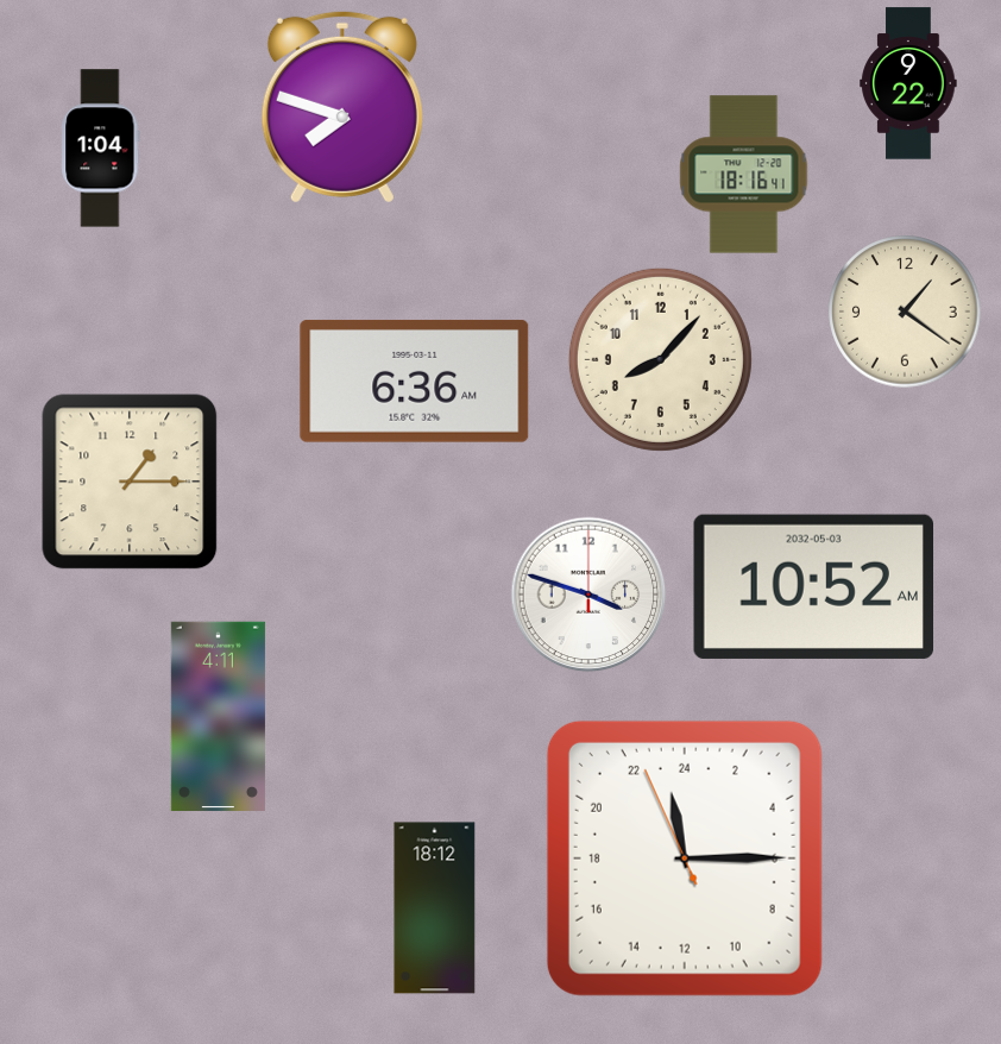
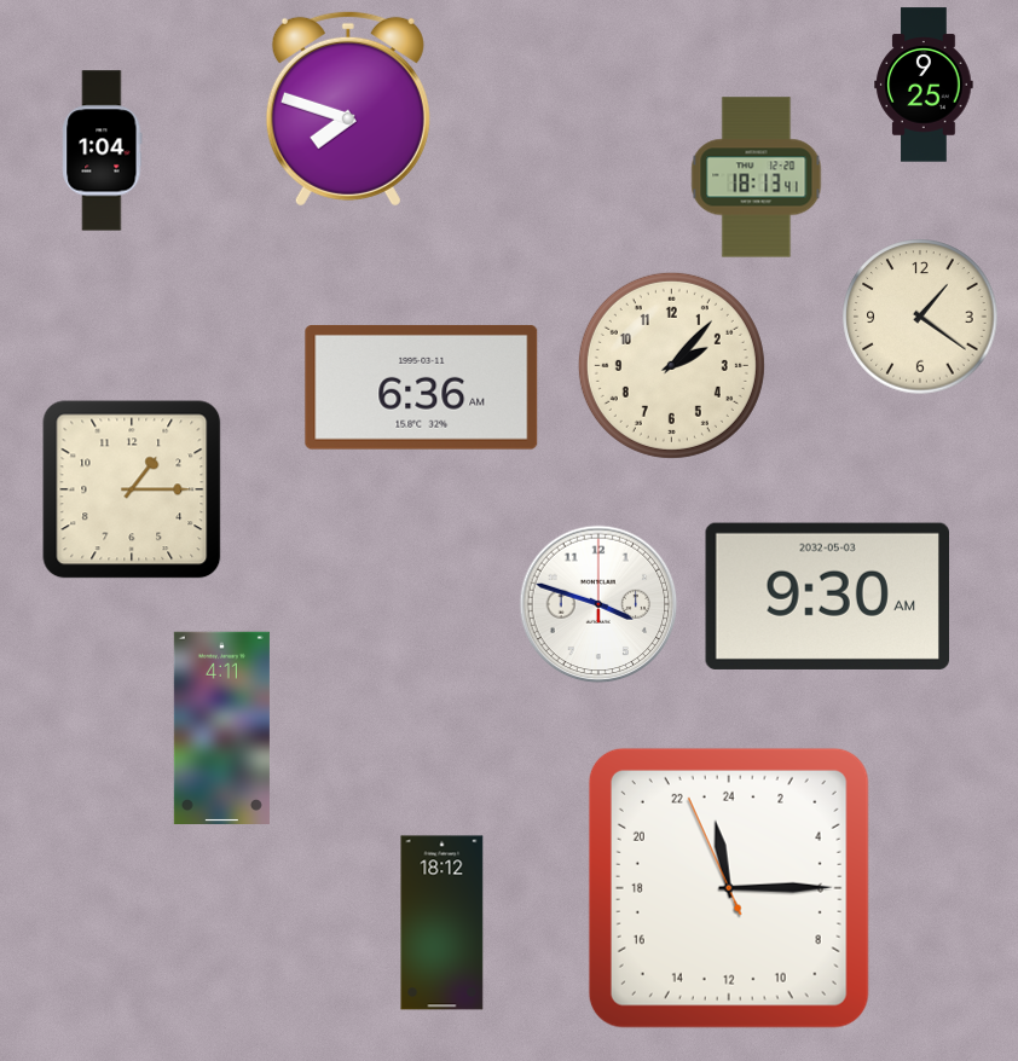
clock at (908, 83): 9:22 -> 9:25
clock at (744, 175): 18:16 -> 18:13
clock at (660, 359): 8:07 -> 2:07
clock at (813, 586): 10:52 -> 9:30
clock at (685, 859) position: (685, 859) -> (729, 888)
